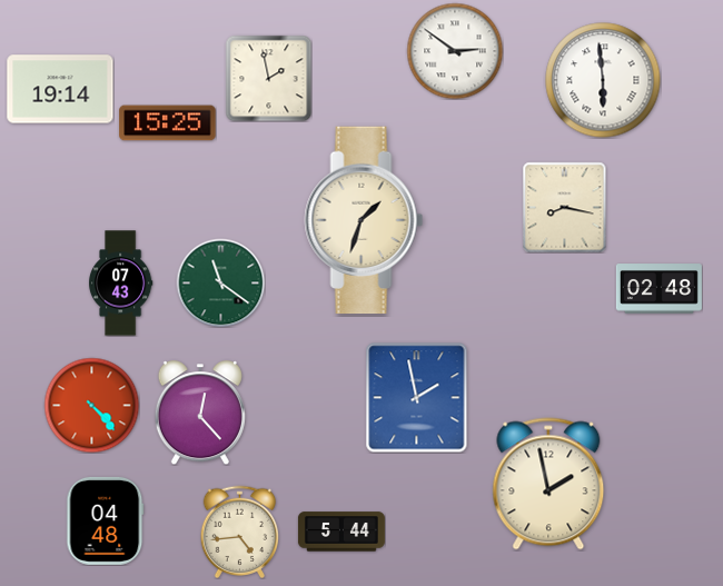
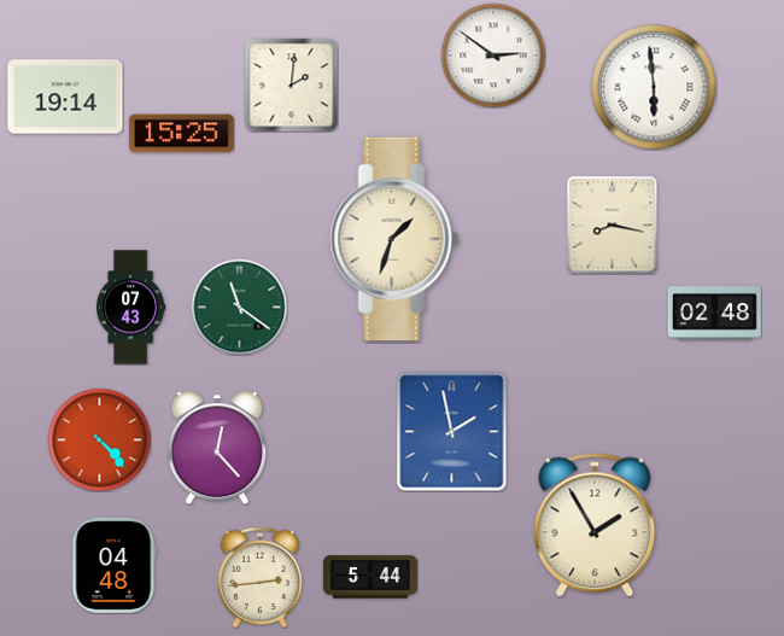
clock at (268, 78): 1:58 -> 2:01
clock at (548, 484): 1:58 -> 1:55
clock at (240, 532): 4:44 -> 2:44
